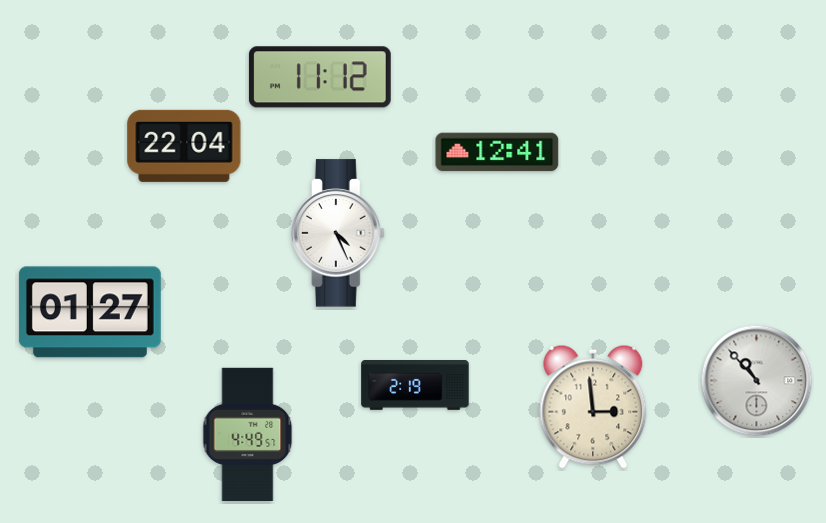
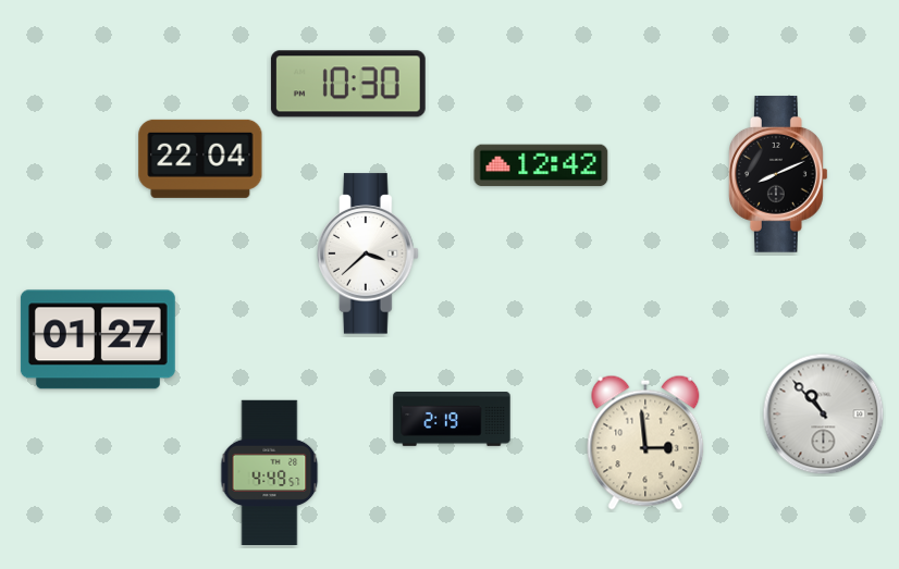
clock at (320, 77): 11:12 -> 10:30
clock at (497, 152): 12:41 -> 12:42
clock at (779, 175): none -> 8:11
clock at (339, 233): 4:26 -> 3:38
